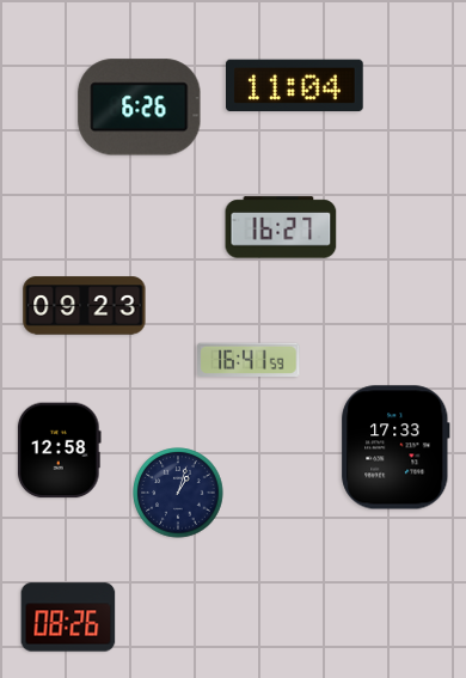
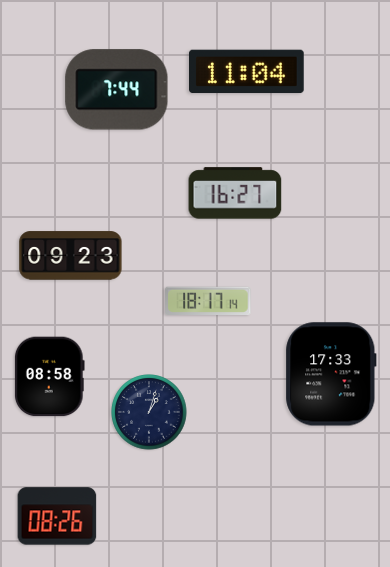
clock at (140, 108): 6:26 -> 7:44
clock at (281, 227) position: (281, 227) -> (235, 193)
clock at (249, 360): 16:41 -> 18:17
clock at (59, 451): 12:58 -> 08:58
